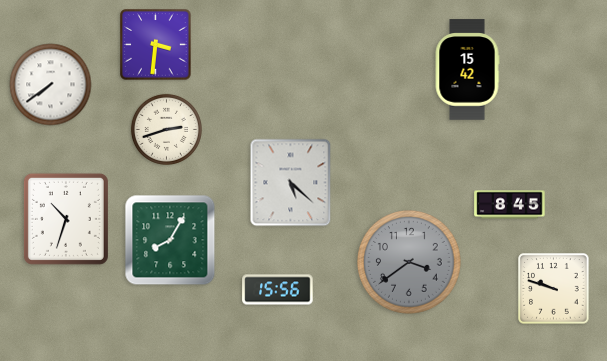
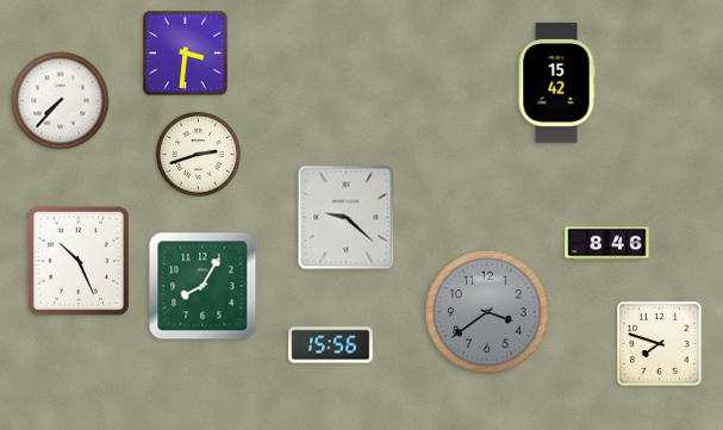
clock at (51, 85): 7:39 -> 7:37
clock at (291, 183): 5:22 -> 9:22
clock at (510, 205): 8:45 -> 8:46
clock at (66, 219): 10:33 -> 10:26
clock at (554, 289): 9:48 -> 7:48
